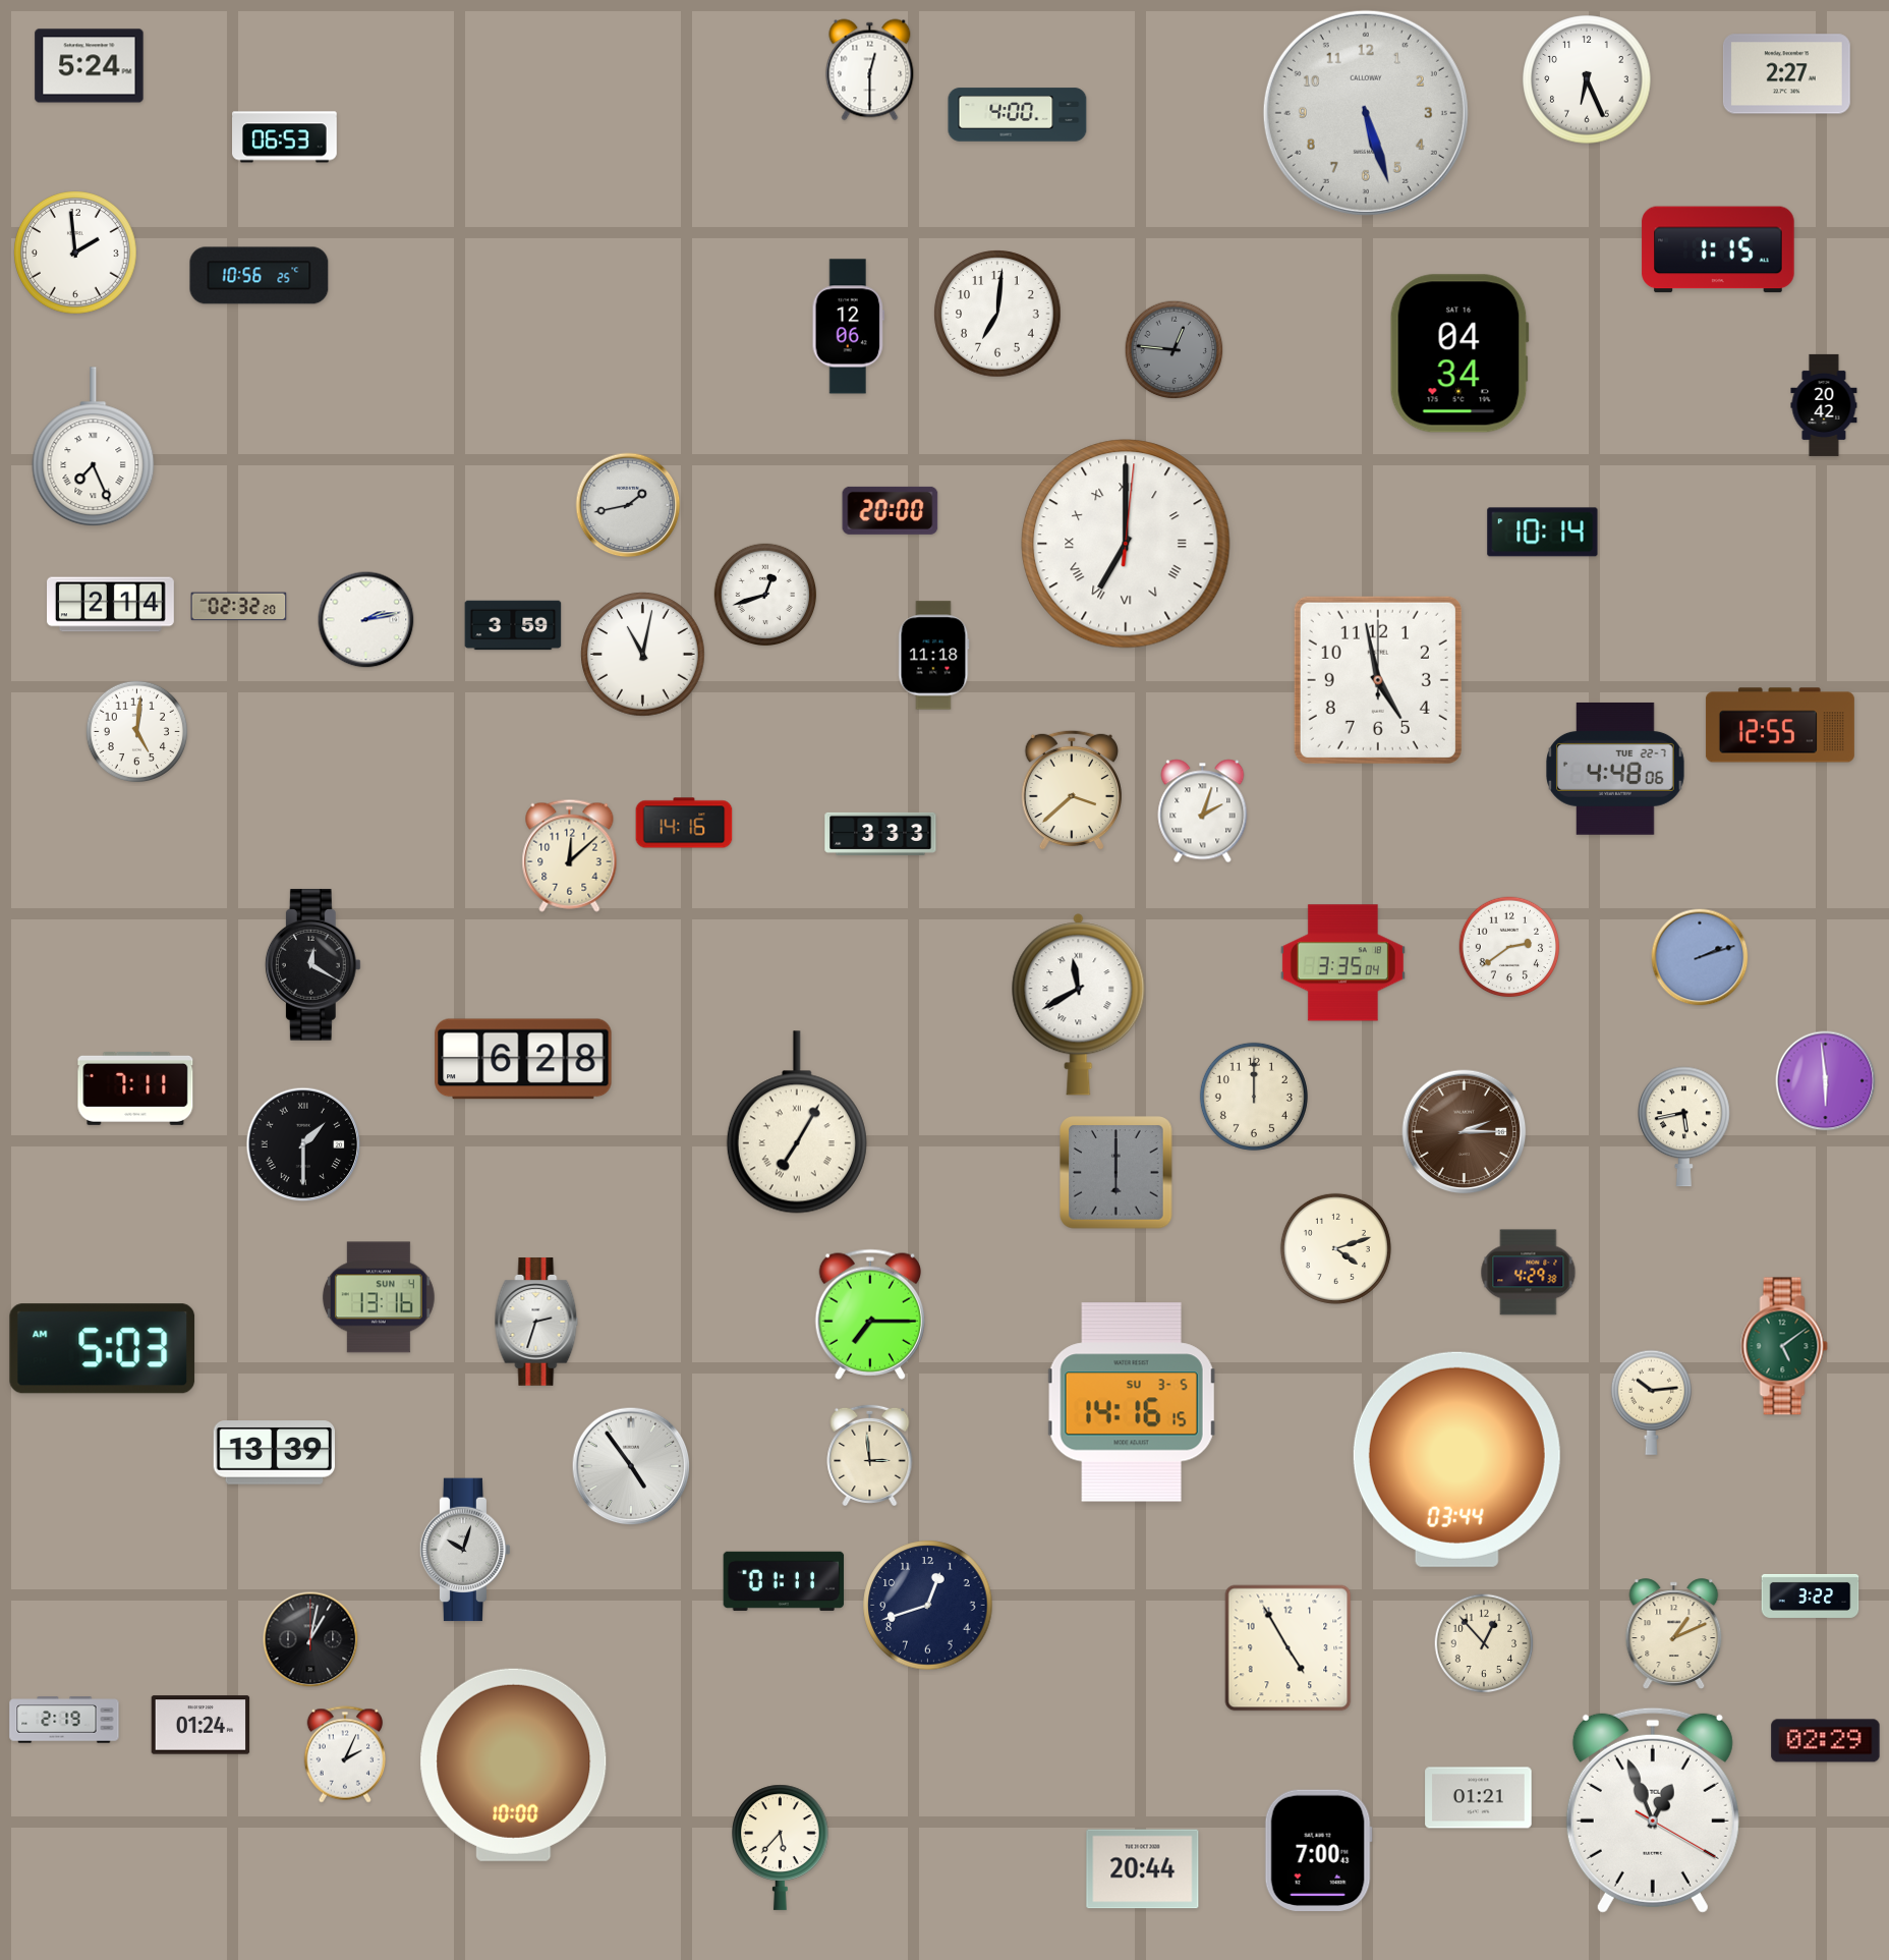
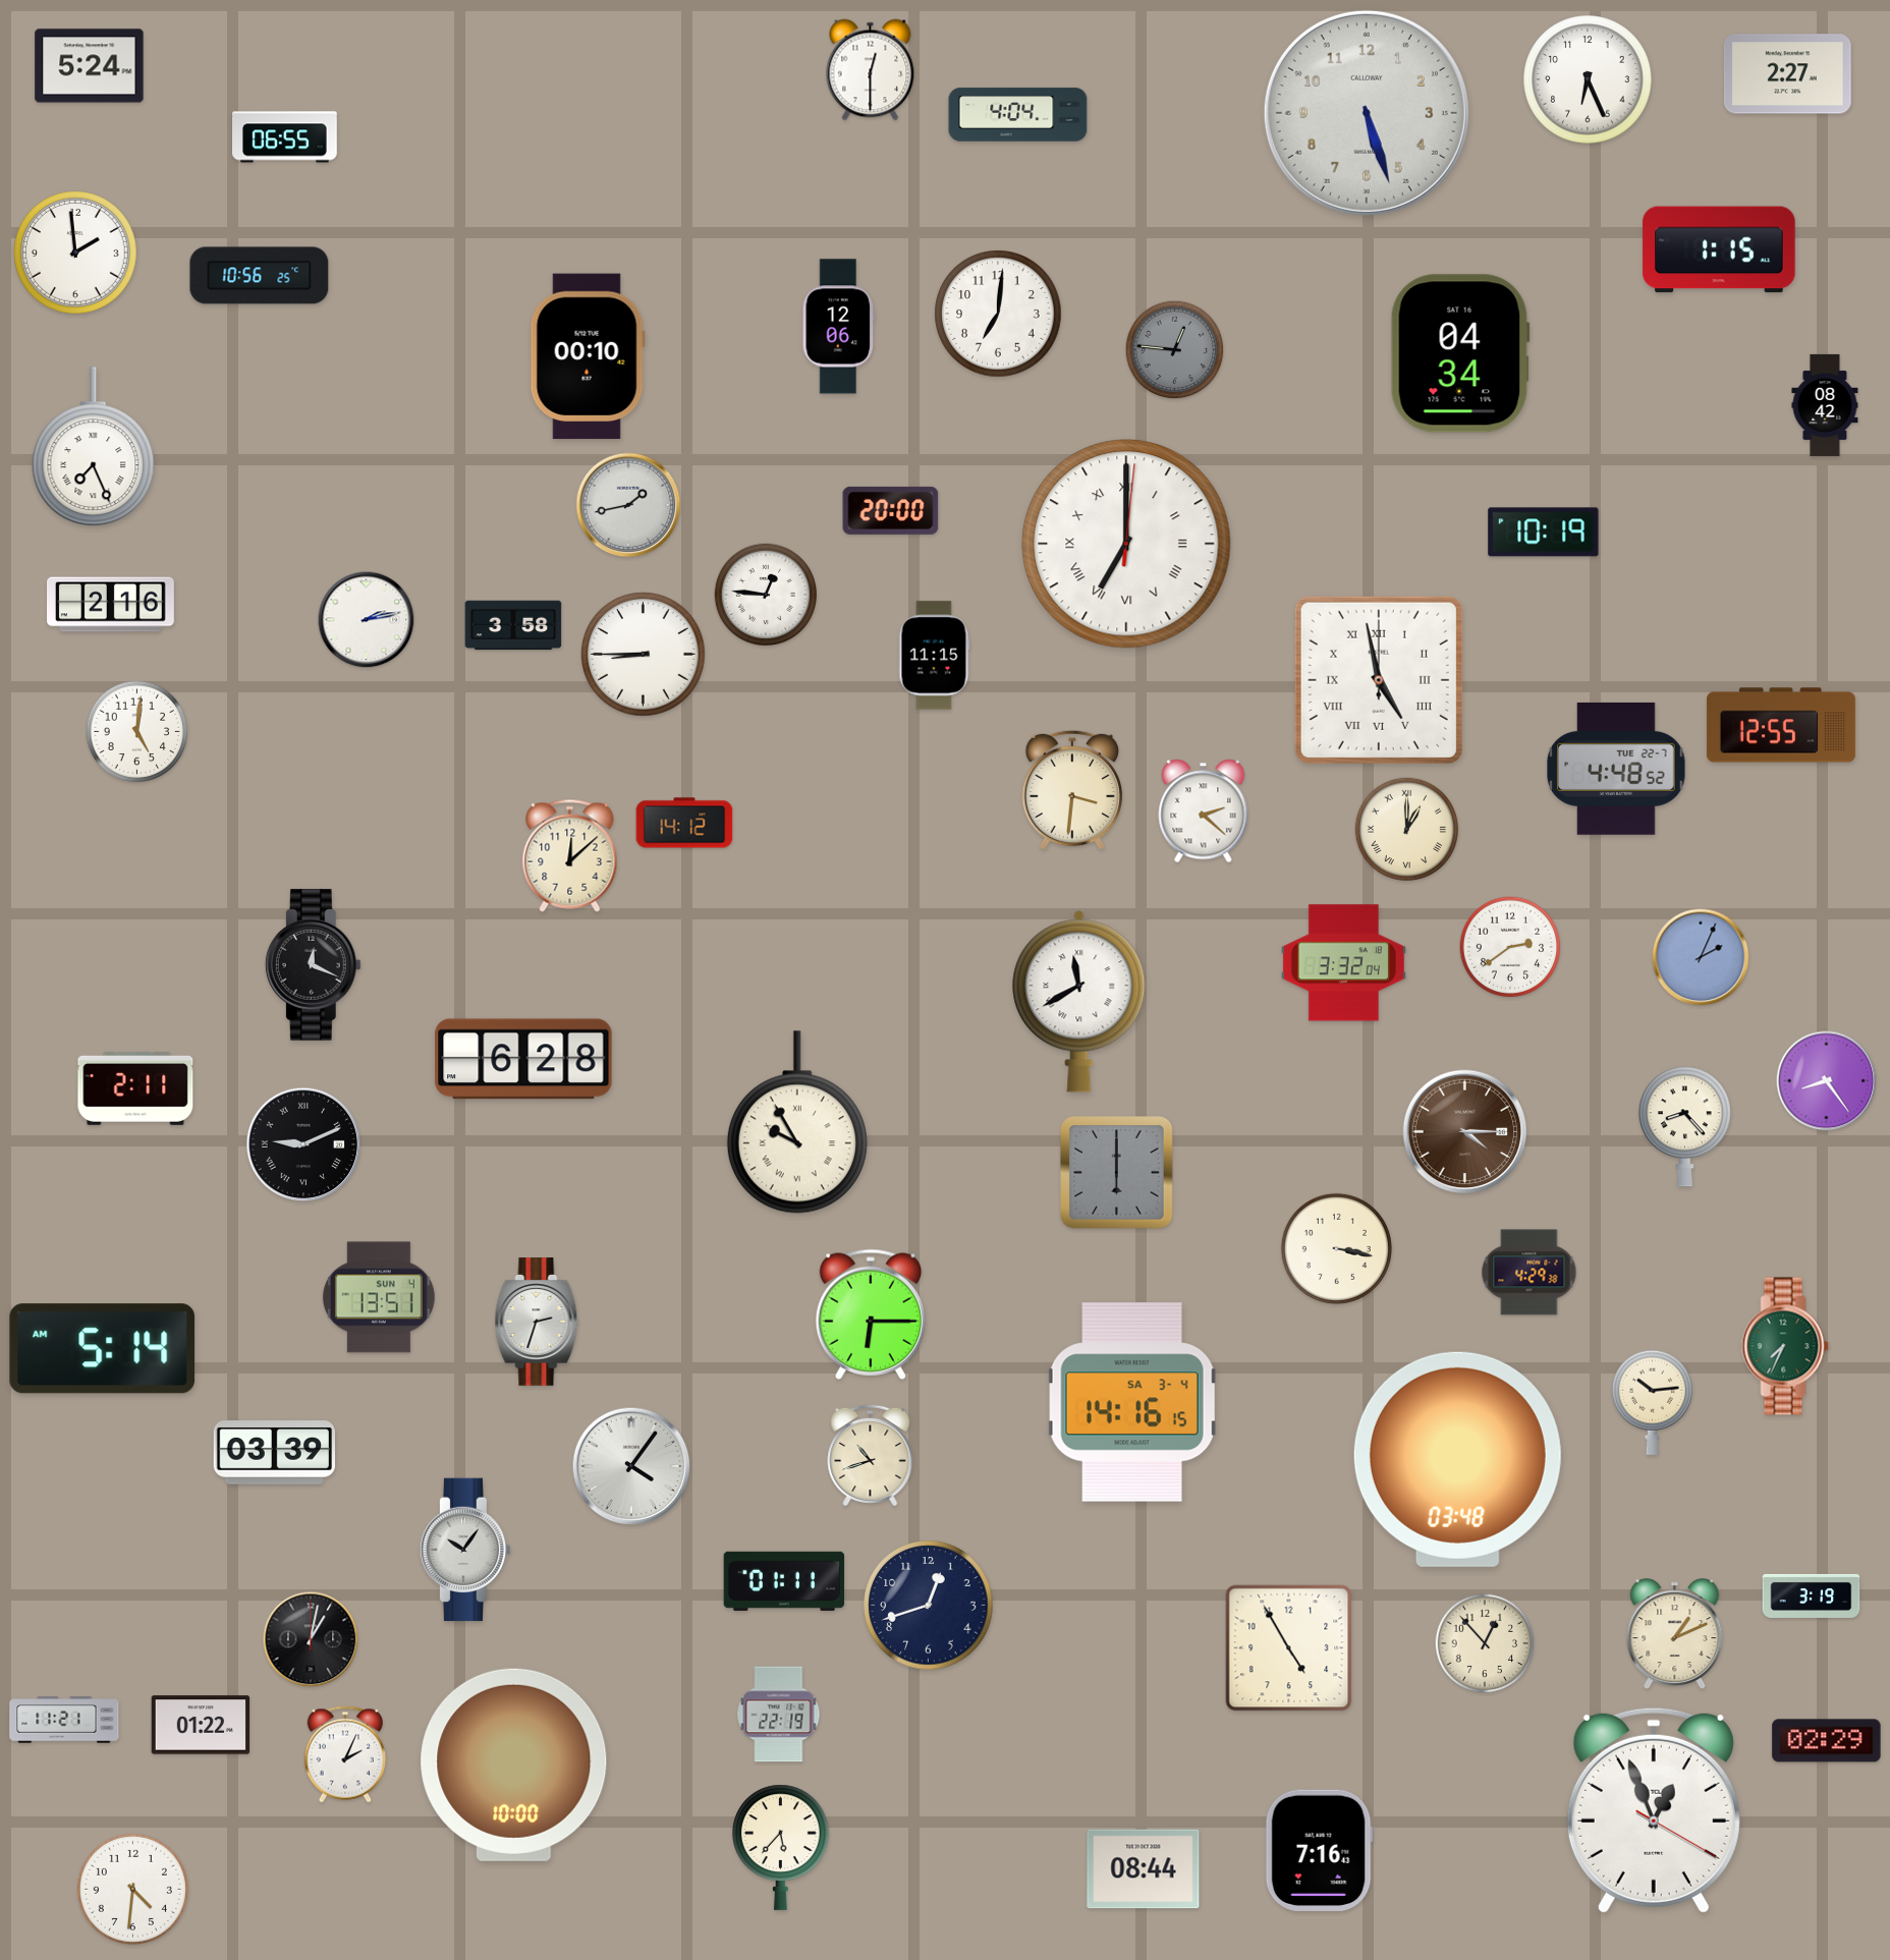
clock at (1018, 115): 4:00 -> 4:04
clock at (285, 137): 06:53 -> 06:55
clock at (848, 327) position: (848, 327) -> (838, 327)
clock at (588, 356): none -> 00:10
clock at (1824, 405): 20:42 -> 08:42
clock at (1543, 533): 10:14 -> 10:19
clock at (765, 595): 12:42 -> 12:46
clock at (111, 605): 2:14 -> 2:16
clock at (239, 607): 02:32 -> none
clock at (513, 625): 3:59 -> 3:58
clock at (643, 655): 11:02 -> 8:45
clock at (934, 656): 11:18 -> 11:15
clock at (1378, 680) numerals: Arabic -> Roman
clock at (1615, 769): 4:48:06 -> 4:48:52
clock at (1071, 790): 3:38 -> 3:31
clock at (1203, 811): 2:03 -> 2:22
clock at (684, 823): 14:16 -> 14:12
clock at (1406, 829): none -> 1:00
clock at (880, 834): 3:33 -> none
clock at (1700, 957): 2:12 -> 2:04
clock at (1342, 963): 3:35 -> 3:32
clock at (312, 965): 12:20 -> 12:19
clock at (1079, 1005) position: (1079, 1005) -> (1079, 1002)
clock at (1826, 1081): 5:59 -> 8:24
clock at (135, 1088): 7:11 -> 2:11
clock at (1254, 1097): 12:00 -> none
clock at (797, 1122): 7:05 -> 9:55
clock at (1683, 1127): 5:43 -> 8:23
clock at (1465, 1132): 2:15 -> 4:15
clock at (303, 1144): 1:30 -> 9:11
clock at (1335, 1248): 4:12 -> 3:17
clock at (379, 1297): 13:16 -> 13:51
clock at (869, 1314): 7:15 -> 6:15
clock at (1784, 1346): 5:09 -> 7:34
clock at (103, 1349): 5:03 -> 5:14
clock at (1132, 1402) date: SU 3-5 -> SA 3-4
clock at (274, 1453): 13:39 -> 03:39
clock at (870, 1454): 2:59 -> 10:42
clock at (1456, 1459): 03:44 -> 03:48
clock at (631, 1466): 4:54 -> 4:06
clock at (465, 1550): 10:03 -> 10:06
clock at (1811, 1595): 3:22 -> 3:19
clock at (779, 1715): none -> 22:19
clock at (64, 1720): 2:19 -> 11:21
clock at (201, 1725): 01:24 -> 01:22
clock at (1479, 1798): 01:21 -> none
clock at (1318, 1850): 7:00 -> 7:16
clock at (1143, 1869): 20:44 -> 08:44
clock at (132, 1889): none -> 4:31
